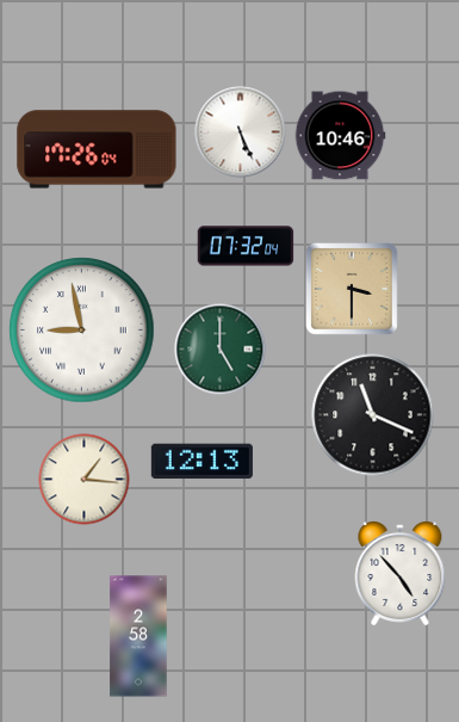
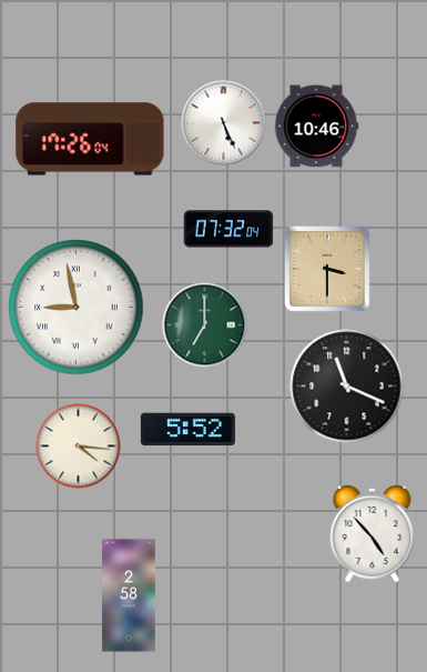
clock at (221, 350): 5:00 -> 7:00
clock at (201, 462): 12:13 -> 5:52
clock at (85, 480): 1:16 -> 4:16
clock at (138, 636) position: (138, 636) -> (129, 595)
